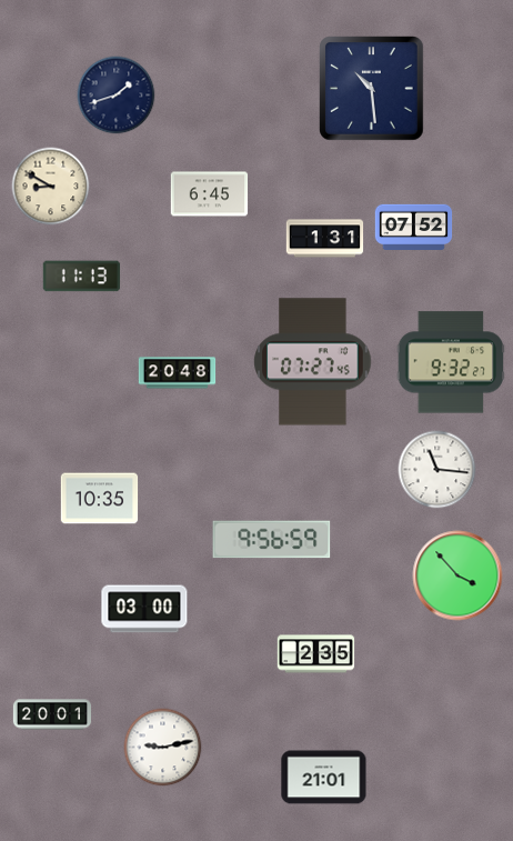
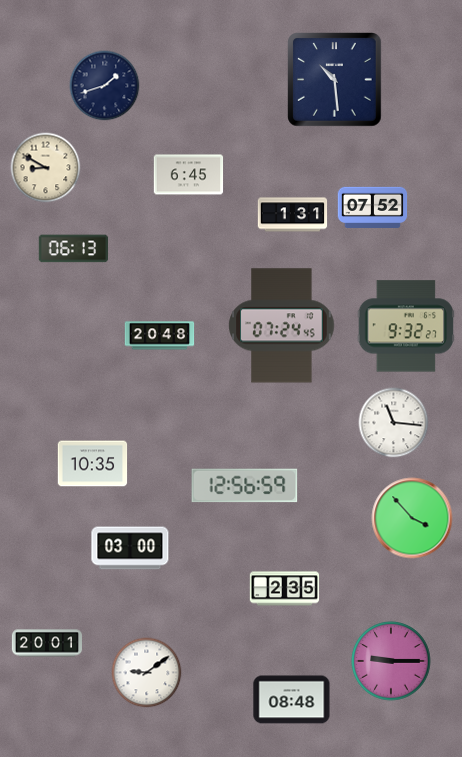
clock at (414, 227) position: (414, 227) -> (373, 207)
clock at (82, 277): 11:13 -> 06:13
clock at (313, 362): 07:27 -> 07:24
clock at (100, 499) position: (100, 499) -> (93, 464)
clock at (272, 540): 9:56 -> 12:56
clock at (391, 661): none -> 9:15
clock at (163, 748): 9:13 -> 9:09
clock at (324, 778): 21:01 -> 08:48
